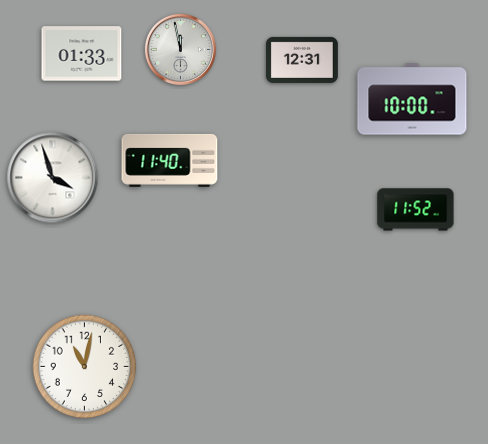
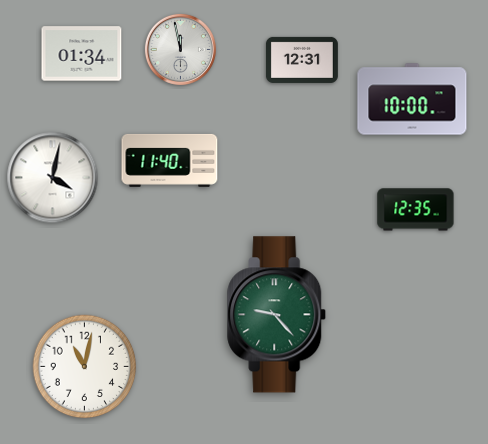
clock at (82, 54): 01:33 -> 01:34
clock at (53, 178): 3:57 -> 4:02
clock at (416, 210): 11:52 -> 12:35
clock at (277, 315): none -> 9:23
